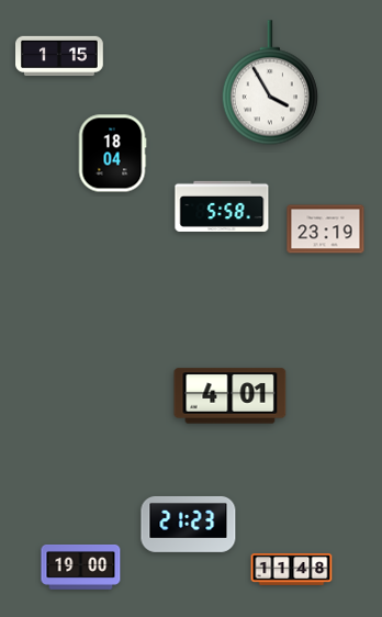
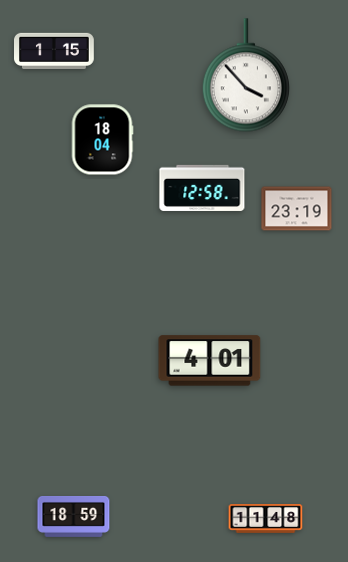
clock at (270, 82): 3:55 -> 3:53
clock at (222, 206): 5:58 -> 12:58
clock at (189, 524): 21:23 -> none
clock at (81, 566): 19:00 -> 18:59
